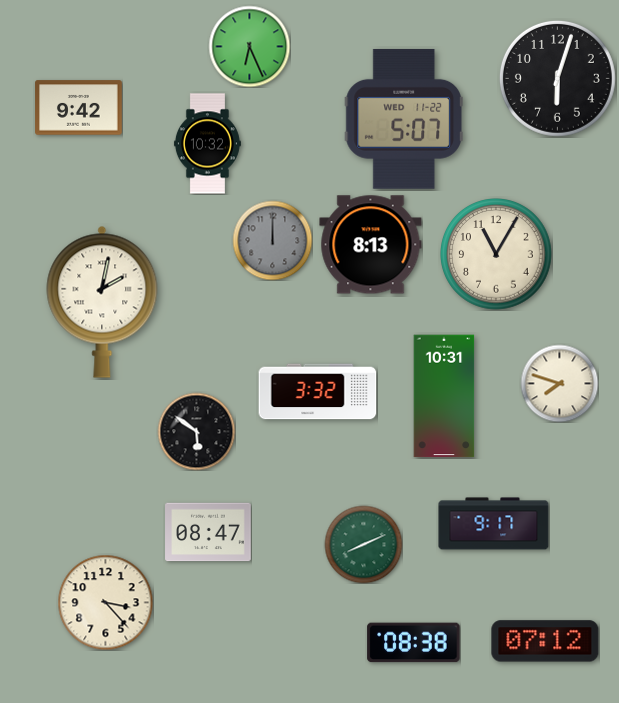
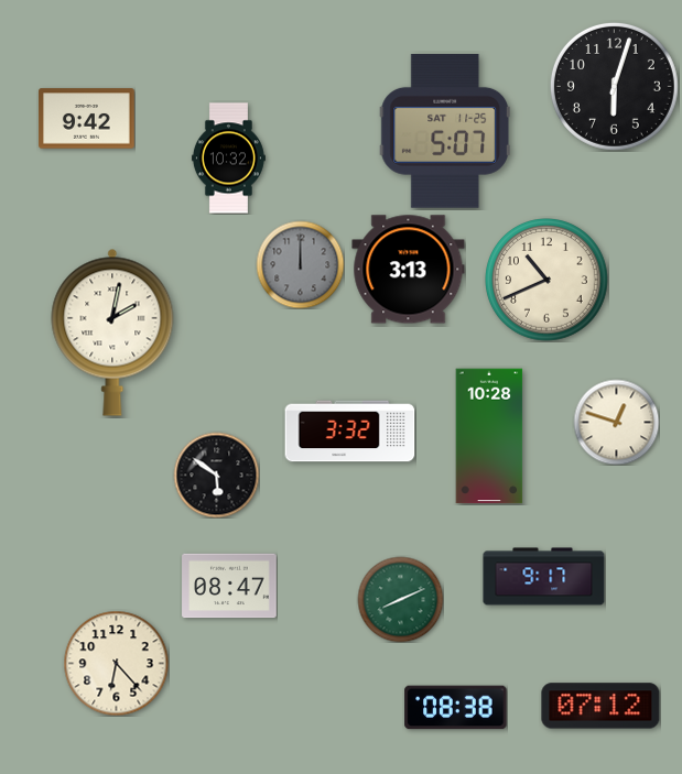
clock at (249, 46): 6:26 -> none
clock at (403, 119) date: WED 11-22 -> SAT 11-25
clock at (371, 245): 8:13 -> 3:13
clock at (497, 255): 11:05 -> 10:41
clock at (559, 383): 7:48 -> 12:48
clock at (444, 396): 10:31 -> 10:28
clock at (105, 602): 3:23 -> 6:23
